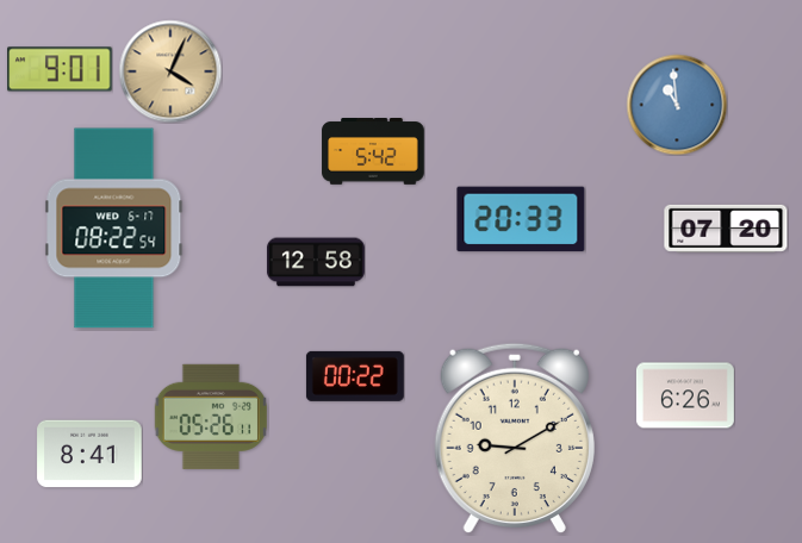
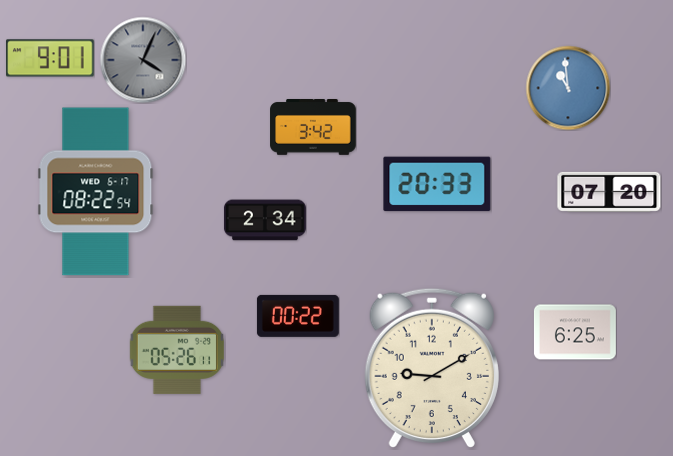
clock at (170, 71) dial: champagne -> grey
clock at (373, 152): 5:42 -> 3:42
clock at (316, 262): 12:58 -> 2:34
clock at (685, 395): 6:26 -> 6:25
clock at (89, 454): 8:41 -> none
